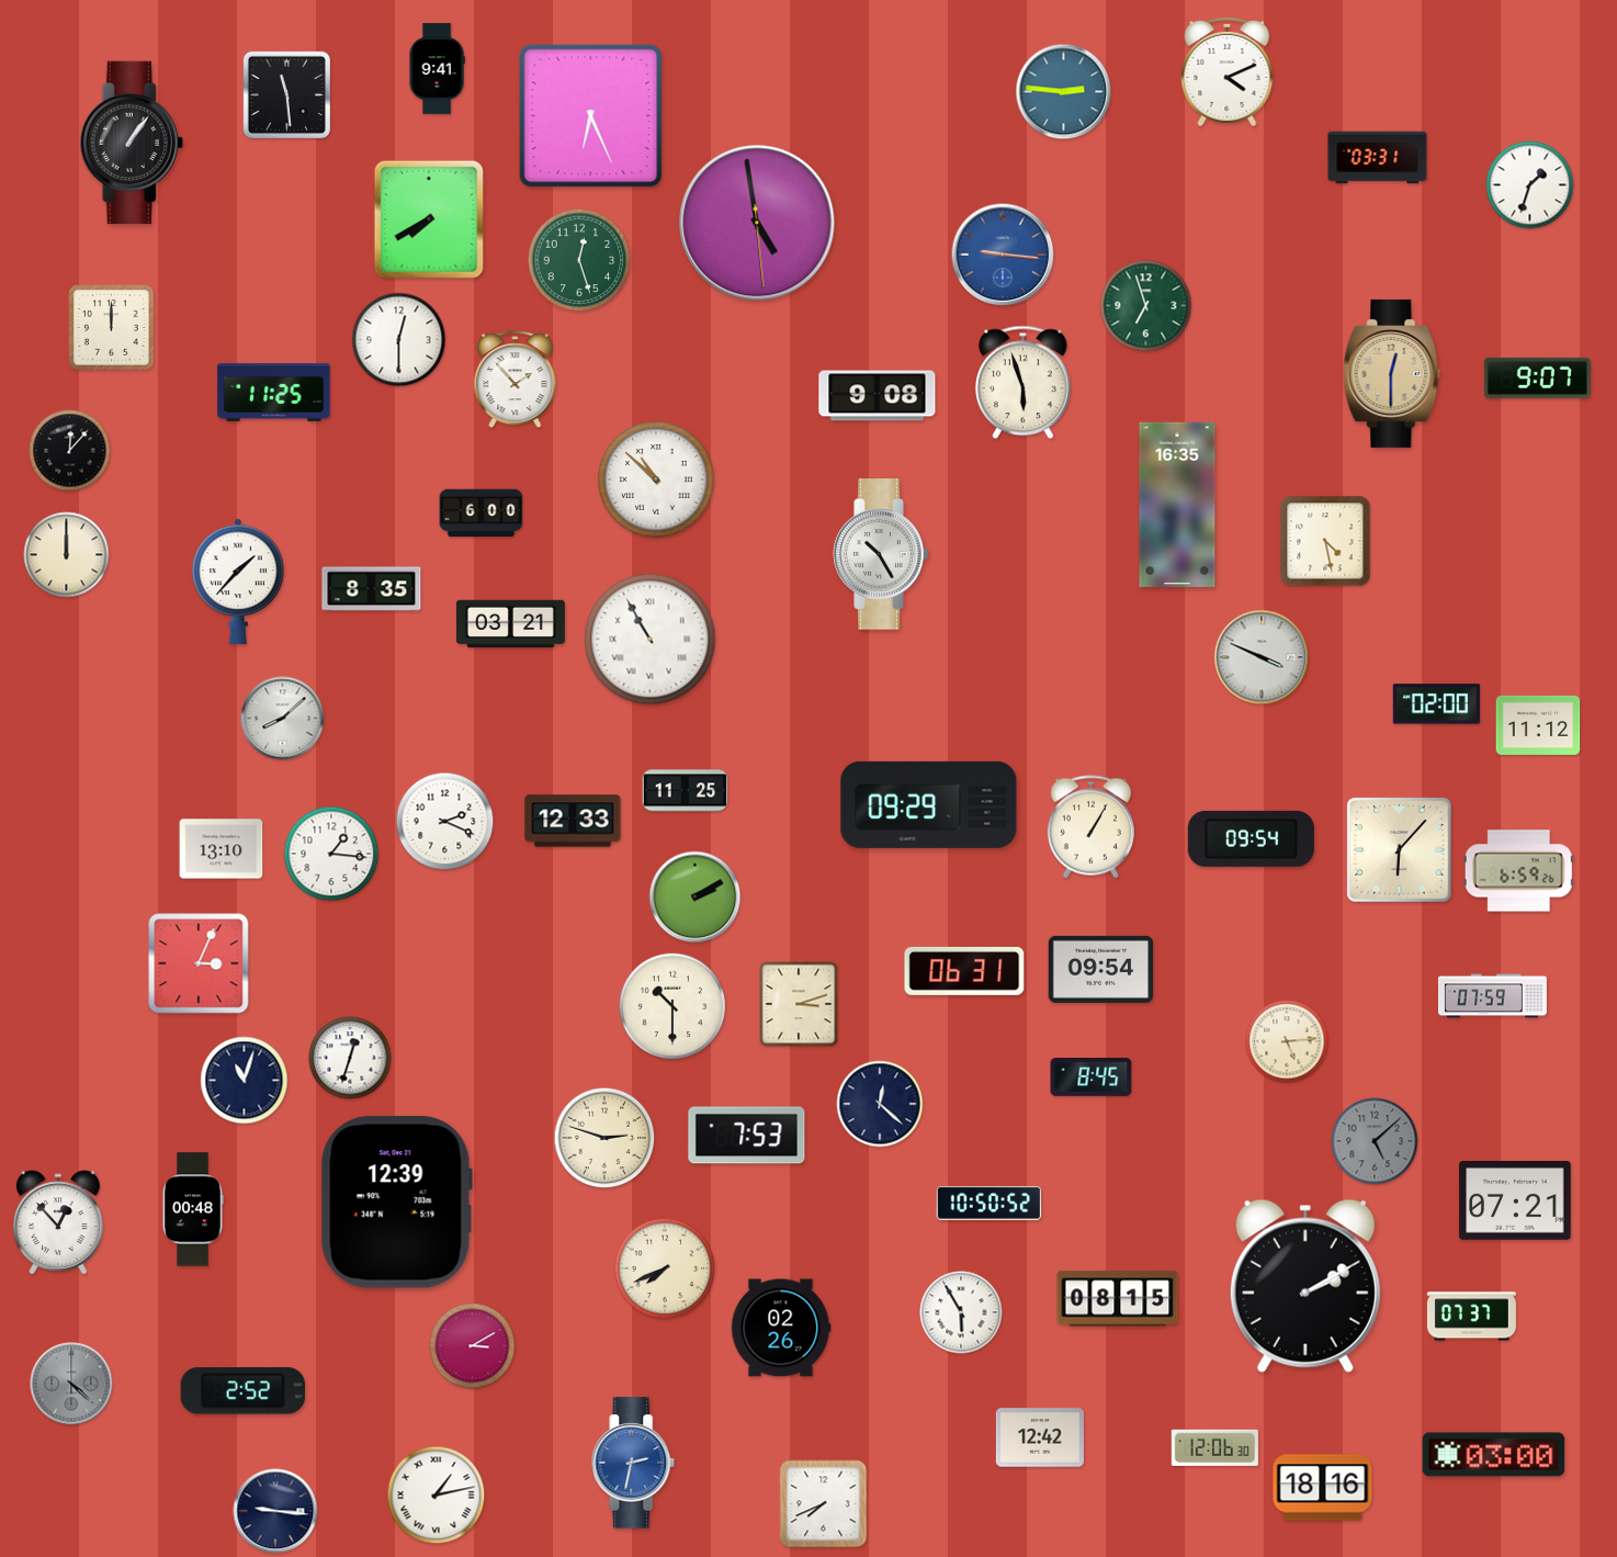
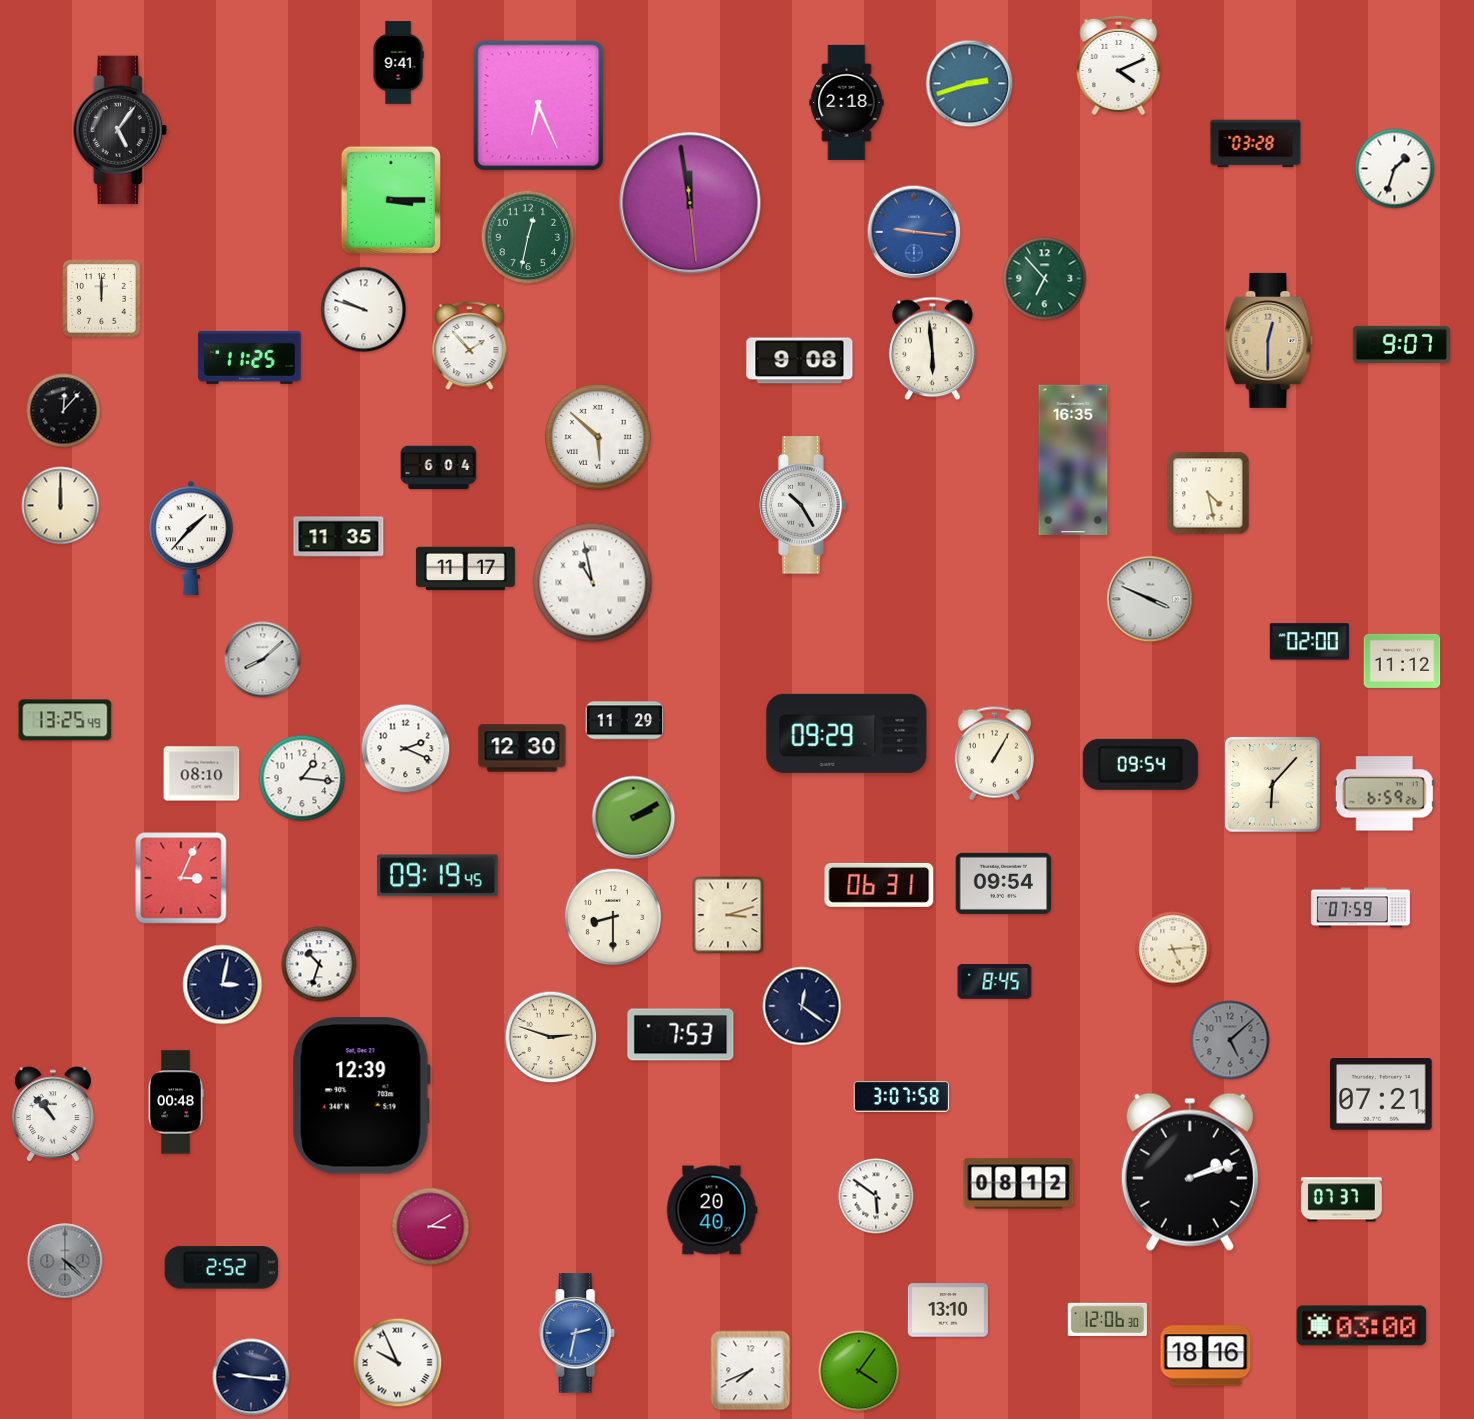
clock at (1064, 92): 2:46 -> 2:42
clock at (286, 94): 11:29 -> none
clock at (847, 102): none -> 2:18
clock at (132, 143): 1:06 -> 5:06
clock at (1378, 158): 03:31 -> 03:28
clock at (429, 218): 7:40 -> 3:15
clock at (757, 223): 4:58 -> 11:58
clock at (579, 260): 12:27 -> 12:32
clock at (1146, 306): 6:57 -> 6:53
clock at (399, 340): 12:30 -> 9:48
clock at (1024, 383): 5:57 -> 5:59
clock at (657, 481): 10:52 -> 5:52
clock at (482, 514): 6:00 -> 6:04
clock at (238, 580) position: (238, 580) -> (191, 537)
clock at (372, 589): 8:35 -> 11:35
clock at (510, 624): 03:21 -> 11:17
clock at (651, 640): 10:55 -> 10:58
clock at (283, 719) position: (283, 719) -> (263, 660)
clock at (65, 720): none -> 13:25
clock at (686, 791): 11:25 -> 11:29
clock at (573, 821): 12:33 -> 12:30
clock at (222, 849): 13:10 -> 08:10
clock at (1400, 850) position: (1400, 850) -> (1273, 785)
clock at (438, 876): none -> 09:19
clock at (671, 1005): 10:30 -> 8:30
clock at (350, 1058): 12:33 -> 10:33
clock at (245, 1081): 11:03 -> 3:02
clock at (880, 1104): 12:22 -> 12:21
clock at (1375, 1141) position: (1375, 1141) -> (1230, 1040)
clock at (990, 1204): 10:50 -> 3:07
clock at (59, 1222): 12:53 -> 10:53
clock at (665, 1268): 7:41 -> none
clock at (1305, 1286): 2:10 -> 2:12
clock at (1118, 1299): 08:15 -> 08:12
clock at (961, 1312): 5:55 -> 5:51
clock at (781, 1328): 02:26 -> 20:40
clock at (1040, 1437): 12:42 -> 13:10
clock at (437, 1496): 1:13 -> 9:56
clock at (859, 1371): none -> 4:06
